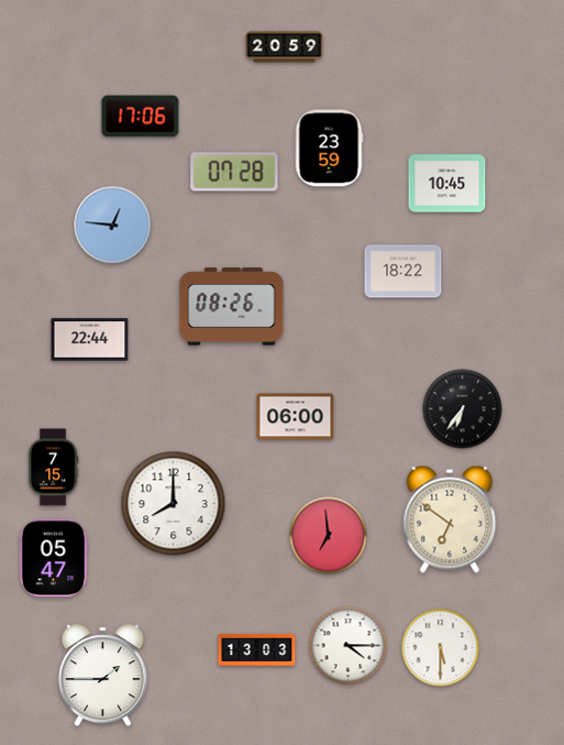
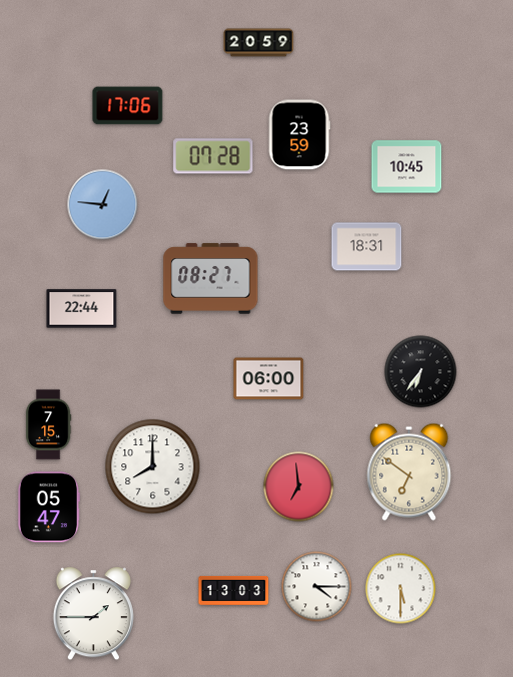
clock at (403, 272): 18:22 -> 18:31
clock at (232, 307): 08:26 -> 08:27
clock at (174, 504) position: (174, 504) -> (153, 467)
